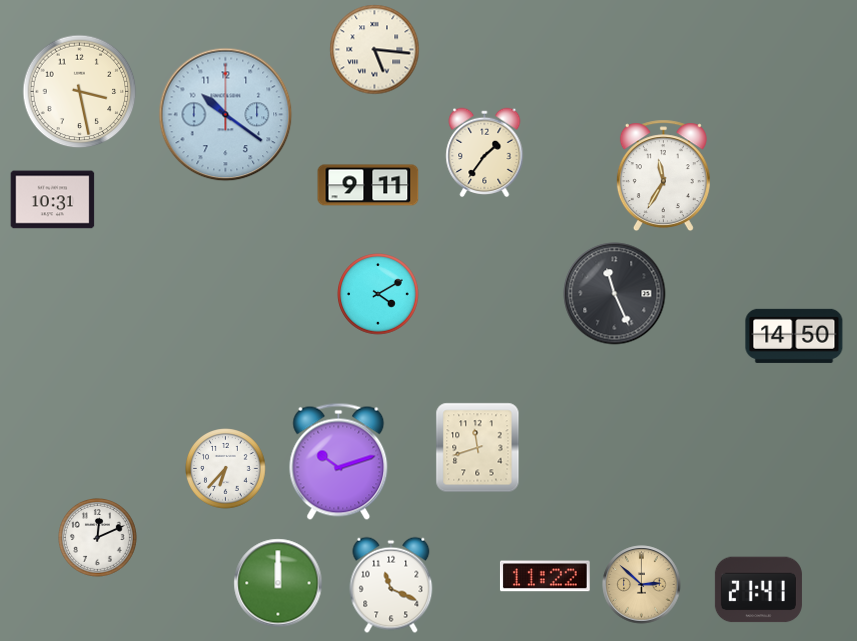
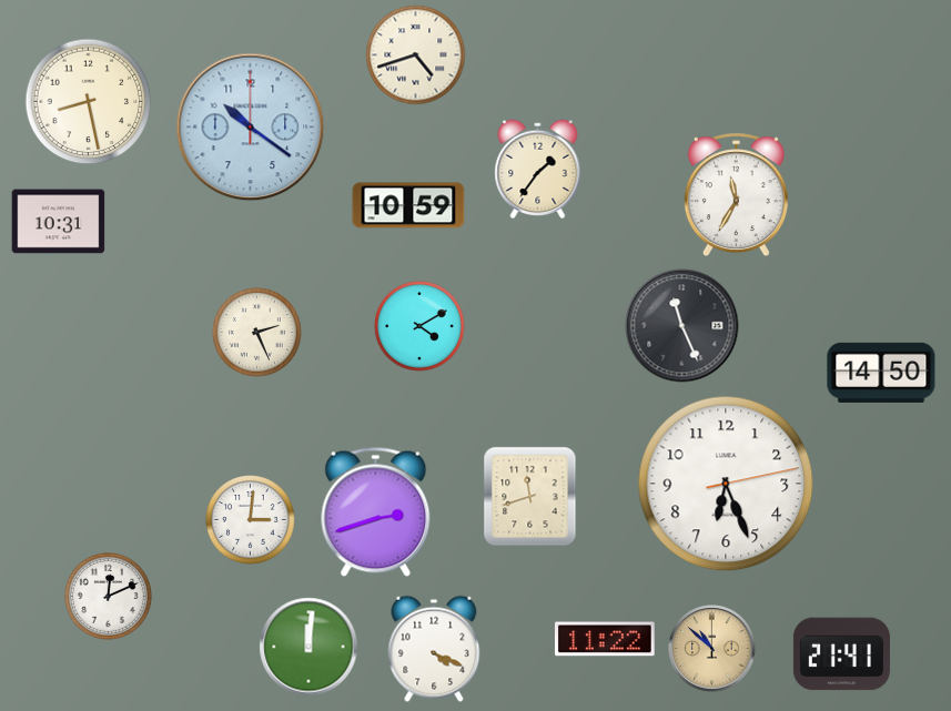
clock at (375, 50): 5:16 -> 4:42
clock at (80, 92): 3:28 -> 8:28
clock at (368, 185): 9:11 -> 10:59
clock at (257, 333): none -> 2:26
clock at (726, 484): none -> 6:26
clock at (339, 461): 10:12 -> 2:42
clock at (226, 469): 6:37 -> 3:01
clock at (278, 583): 12:00 -> 12:01
clock at (391, 585): 11:19 -> 4:19
clock at (642, 585): 2:52 -> 10:52
